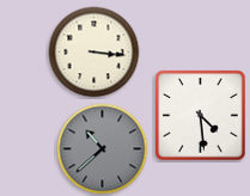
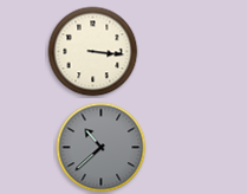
clock at (201, 116): 4:29 -> none
